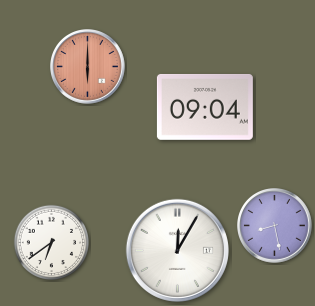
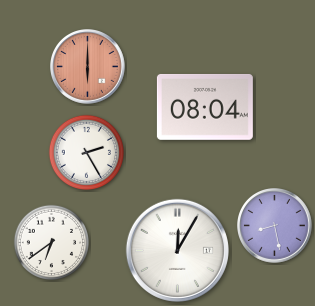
clock at (205, 107): 09:04 -> 08:04
clock at (86, 152): none -> 2:25
